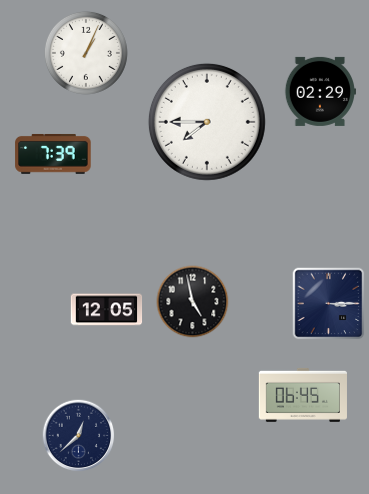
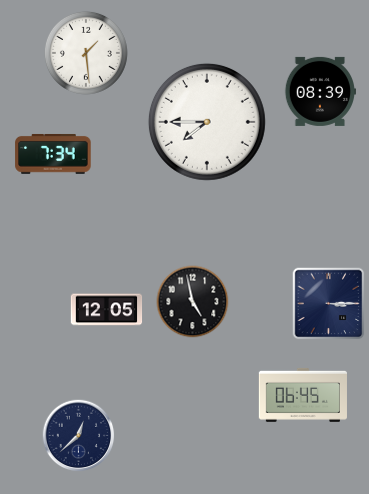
clock at (86, 53): 1:04 -> 1:29
clock at (319, 91): 02:29 -> 08:39
clock at (53, 154): 7:39 -> 7:34
